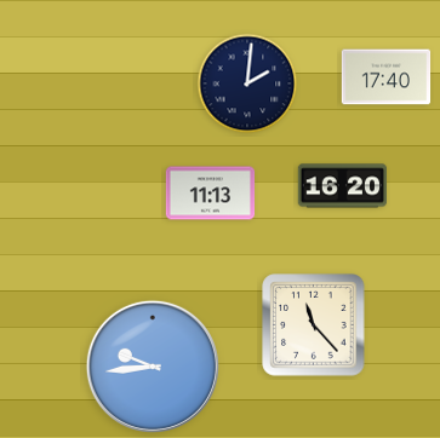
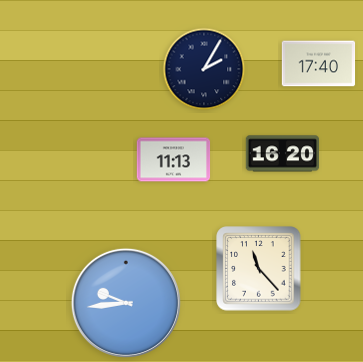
clock at (247, 83): 2:01 -> 2:05
